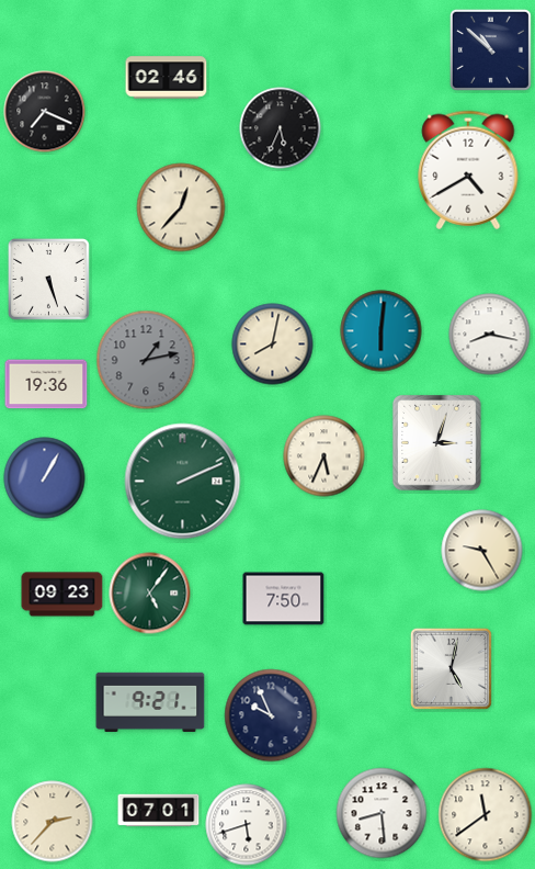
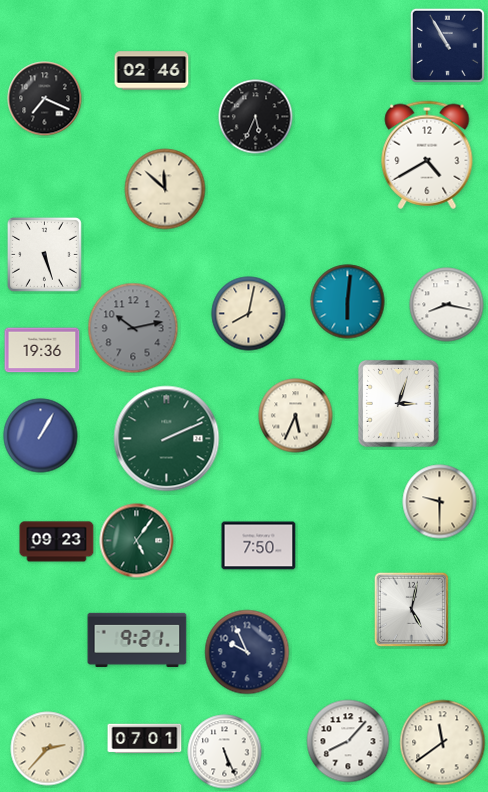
clock at (490, 49): 10:52 -> 10:55
clock at (45, 112) position: (45, 112) -> (45, 99)
clock at (181, 207): 12:37 -> 11:52
clock at (146, 360): 1:13 -> 10:13
clock at (482, 551): 9:25 -> 9:30
clock at (382, 813): 8:29 -> 8:07
clock at (247, 825): 5:42 -> 5:26
